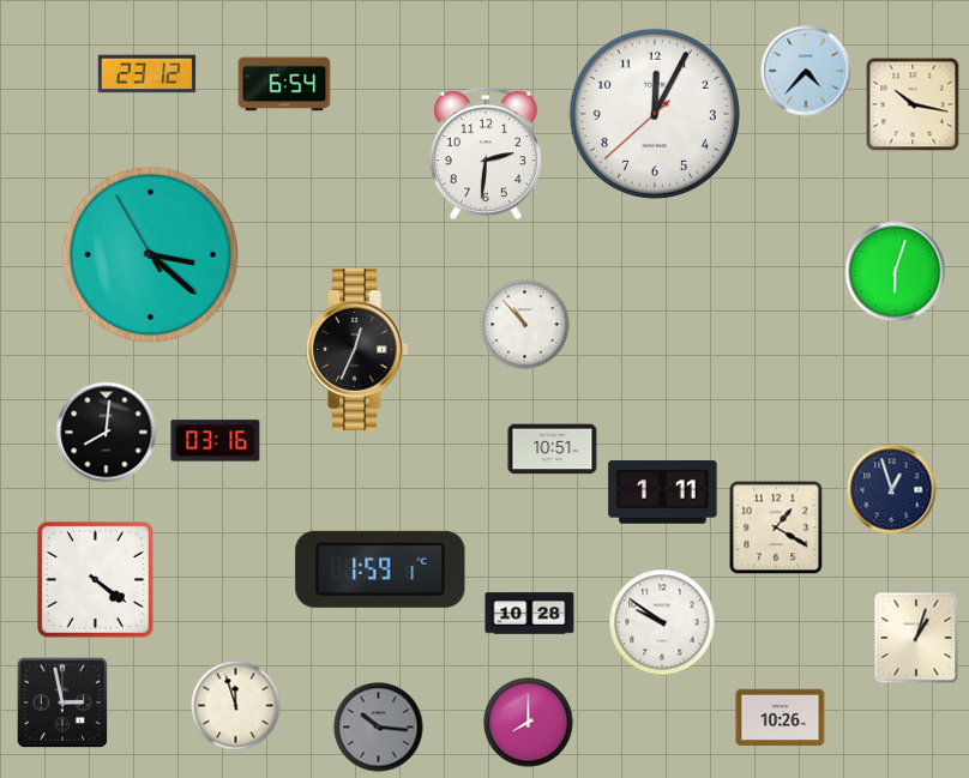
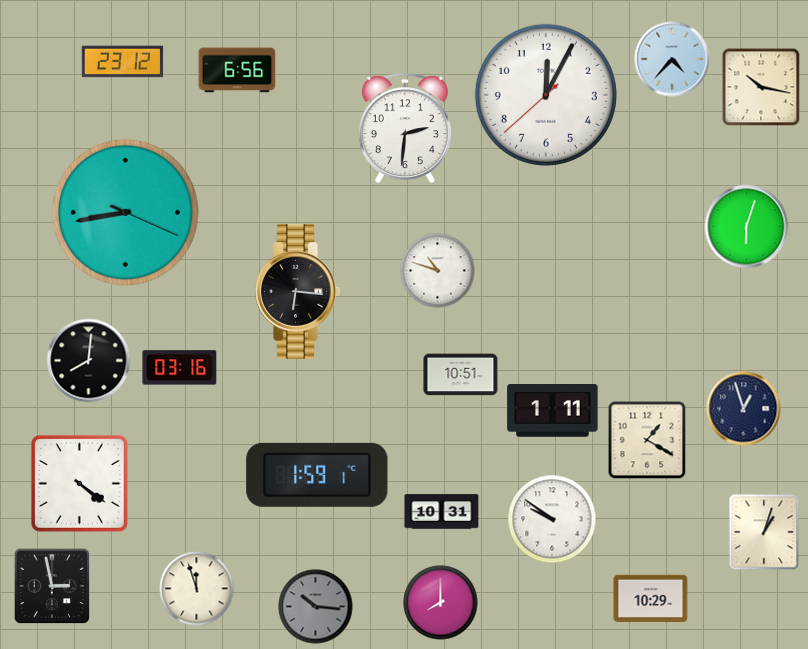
clock at (284, 84): 6:54 -> 6:56
clock at (150, 254): 3:21 -> 8:43
clock at (525, 325): 10:53 -> 10:48
clock at (356, 349): 12:34 -> 6:16
clock at (530, 614): 10:28 -> 10:31
clock at (781, 718): 10:26 -> 10:29
